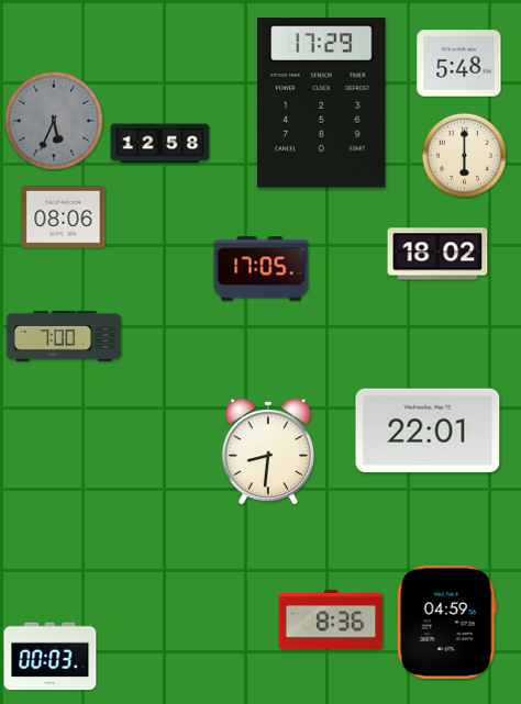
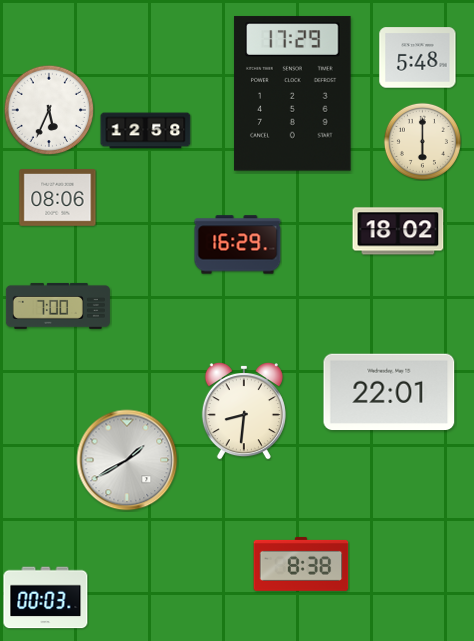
clock at (54, 121) dial: grey -> white
clock at (262, 269): 17:05 -> 16:29
clock at (127, 460): none -> 1:40
clock at (331, 619): 8:36 -> 8:38
clock at (446, 622): 04:59 -> none
